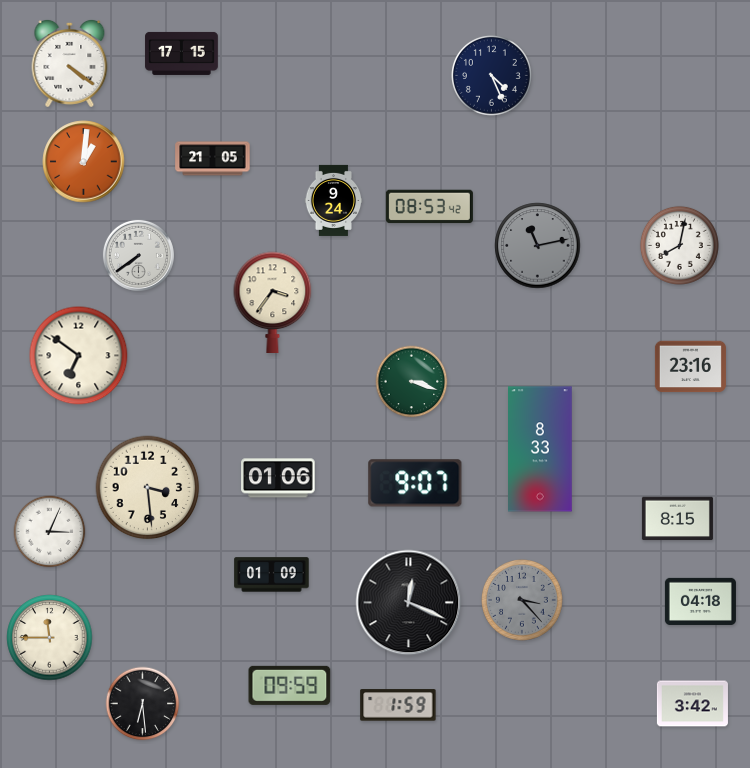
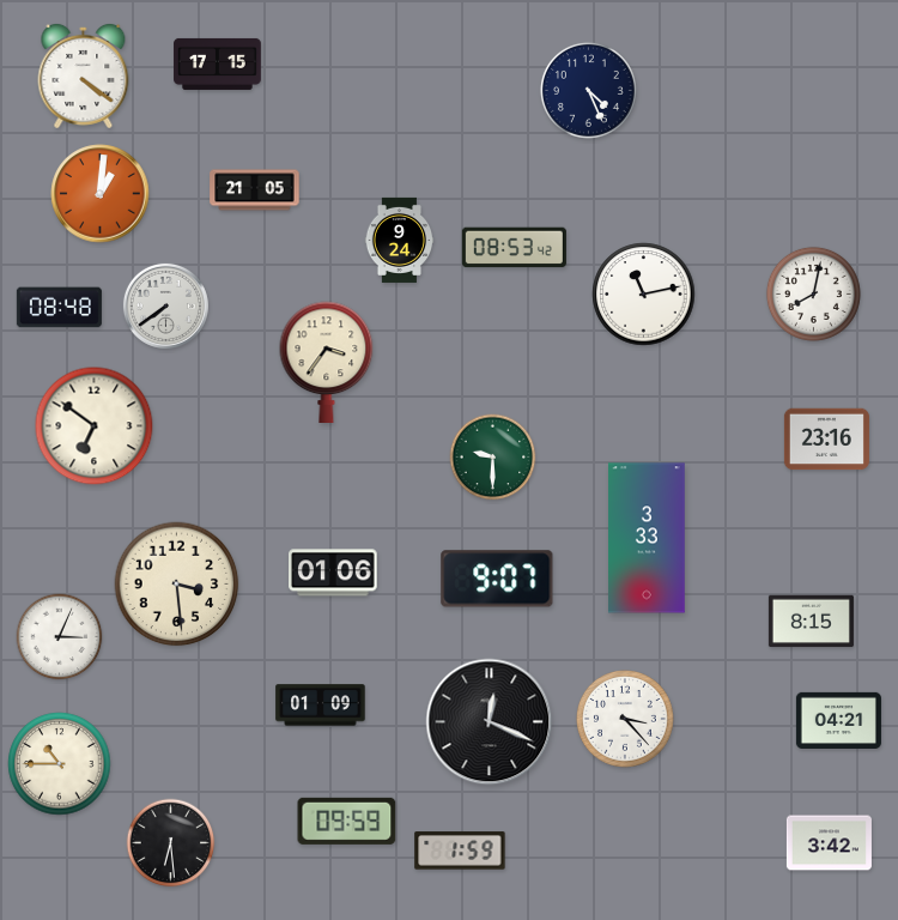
clock at (538, 246) dial: grey -> white
clock at (59, 308): none -> 08:48
clock at (412, 382): 3:18 -> 9:30
clock at (541, 449): 8:33 -> 3:33
clock at (272, 575) position: (272, 575) -> (321, 706)
clock at (523, 601) dial: grey -> white
clock at (700, 601): 04:18 -> 04:21
clock at (50, 638): 11:45 -> 10:45
clock at (398, 705) position: (398, 705) -> (460, 851)
